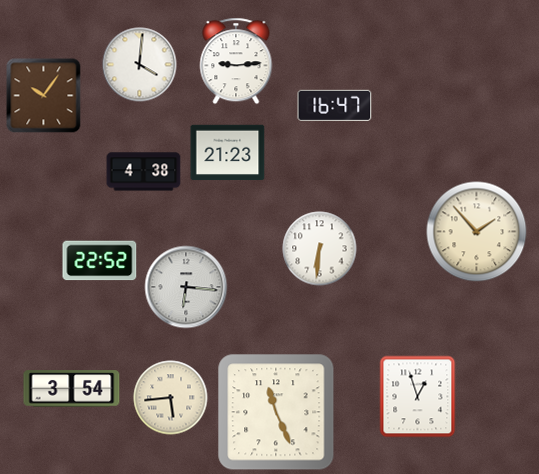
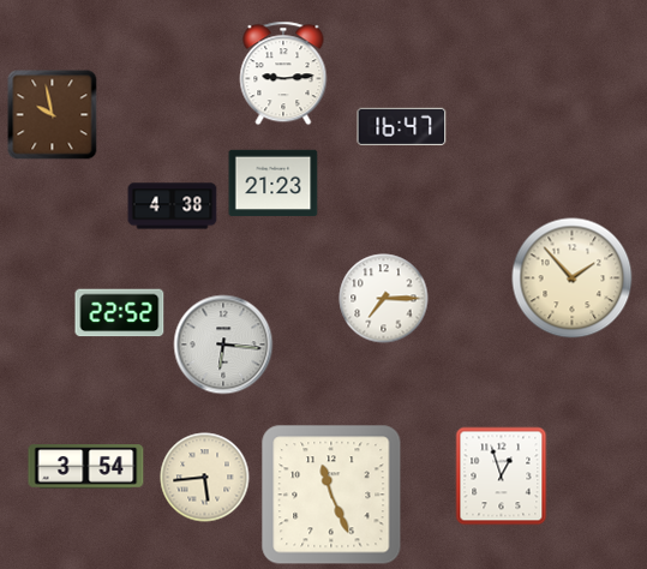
clock at (140, 65): 4:01 -> none
clock at (44, 96): 10:06 -> 9:58
clock at (320, 249): 6:31 -> 7:15
